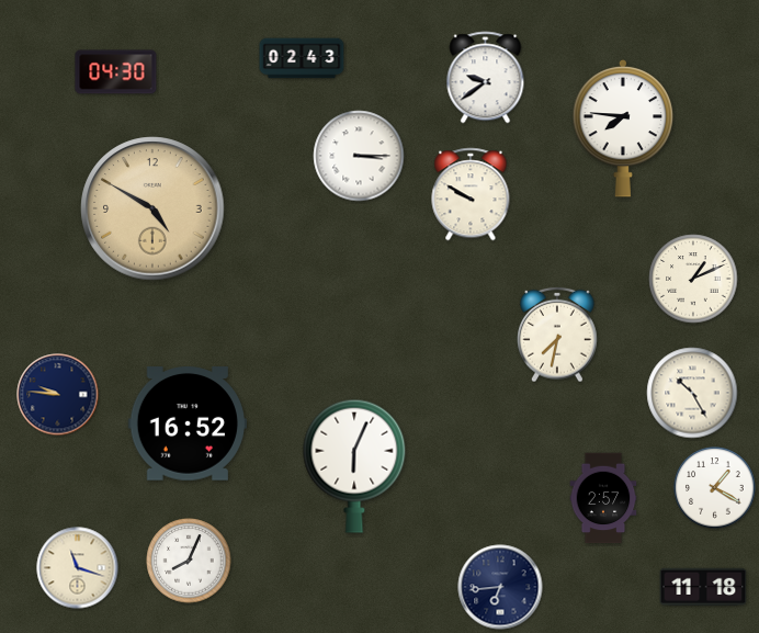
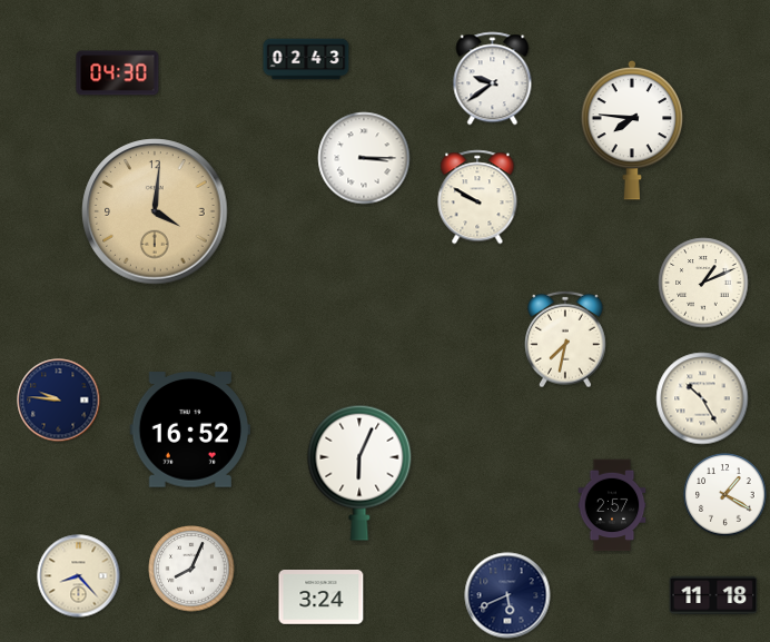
clock at (152, 208): 4:50 -> 4:01
clock at (78, 568): 11:18 -> 8:23
clock at (500, 587): 6:44 -> 5:41
clock at (322, 597): none -> 3:24
